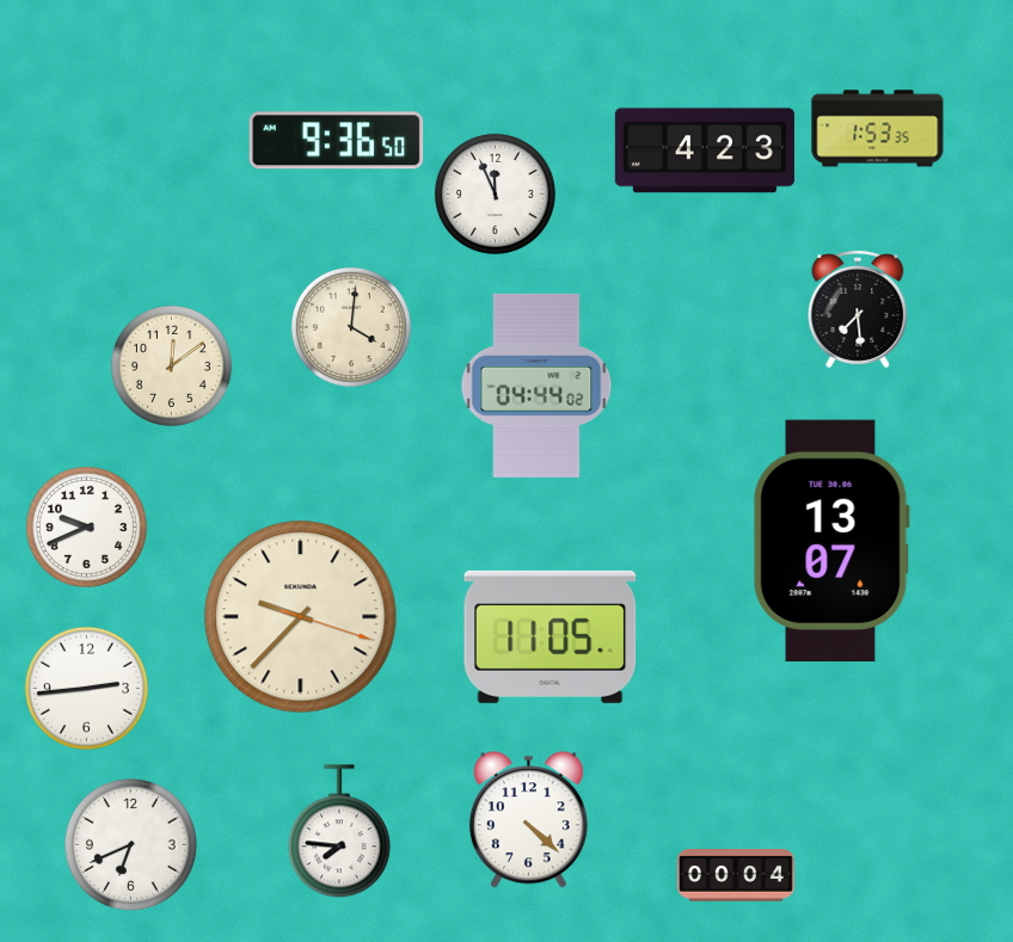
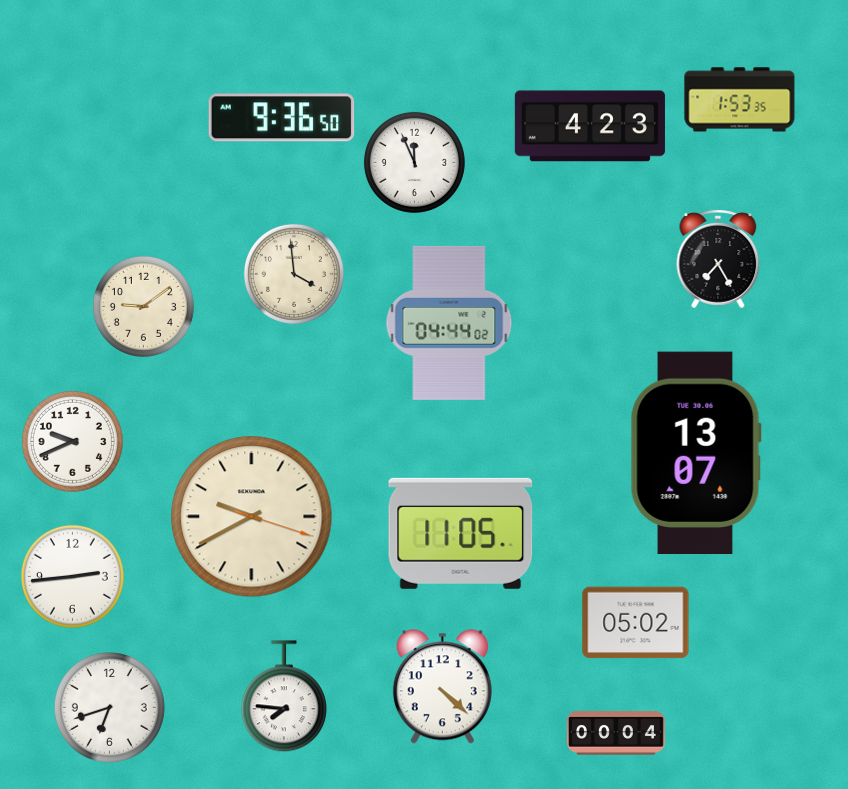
clock at (878, 129) position: (878, 129) -> (740, 100)
clock at (858, 309): 7:29 -> 7:25
clock at (351, 327): 4:01 -> 3:59
clock at (171, 365): 12:09 -> 9:09
clock at (301, 617): 9:37 -> 9:40
clock at (636, 623): none -> 05:02
clock at (130, 844): 6:41 -> 6:42
